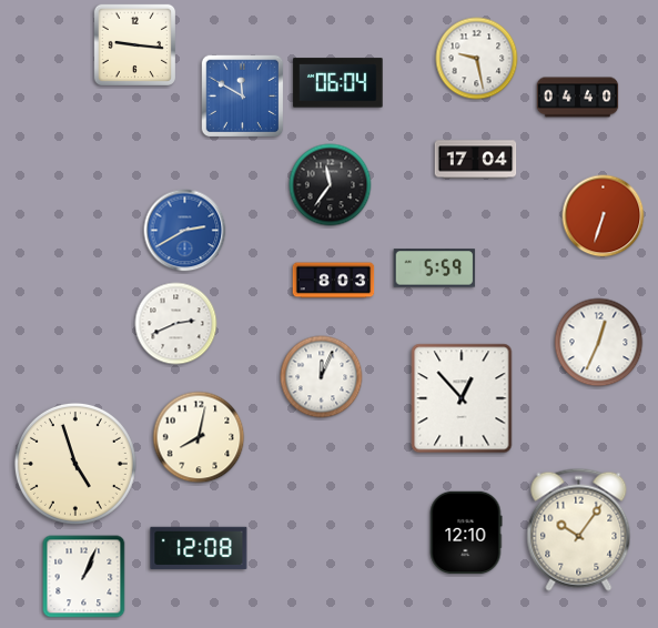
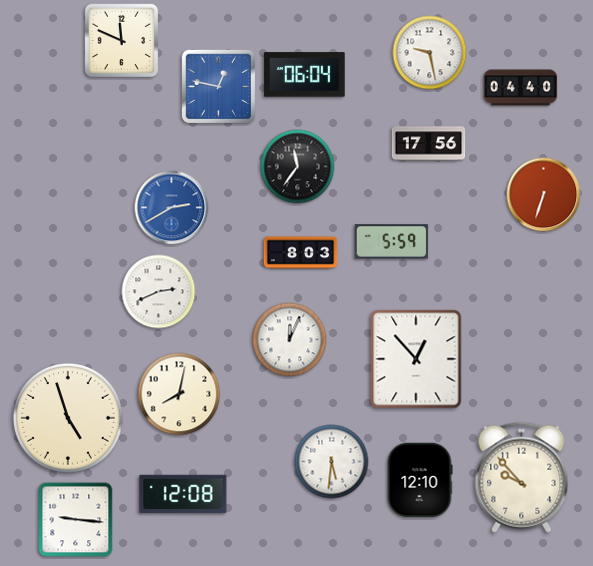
clock at (134, 44): 9:16 -> 11:49
clock at (243, 97): 11:50 -> 12:47
clock at (476, 160): 17:04 -> 17:56
clock at (185, 231) position: (185, 231) -> (172, 208)
clock at (599, 343): 12:34 -> none
clock at (332, 462): none -> 5:31
clock at (579, 529): 10:06 -> 9:53
clock at (199, 548) position: (199, 548) -> (183, 494)
clock at (84, 577): 1:04 -> 9:16
